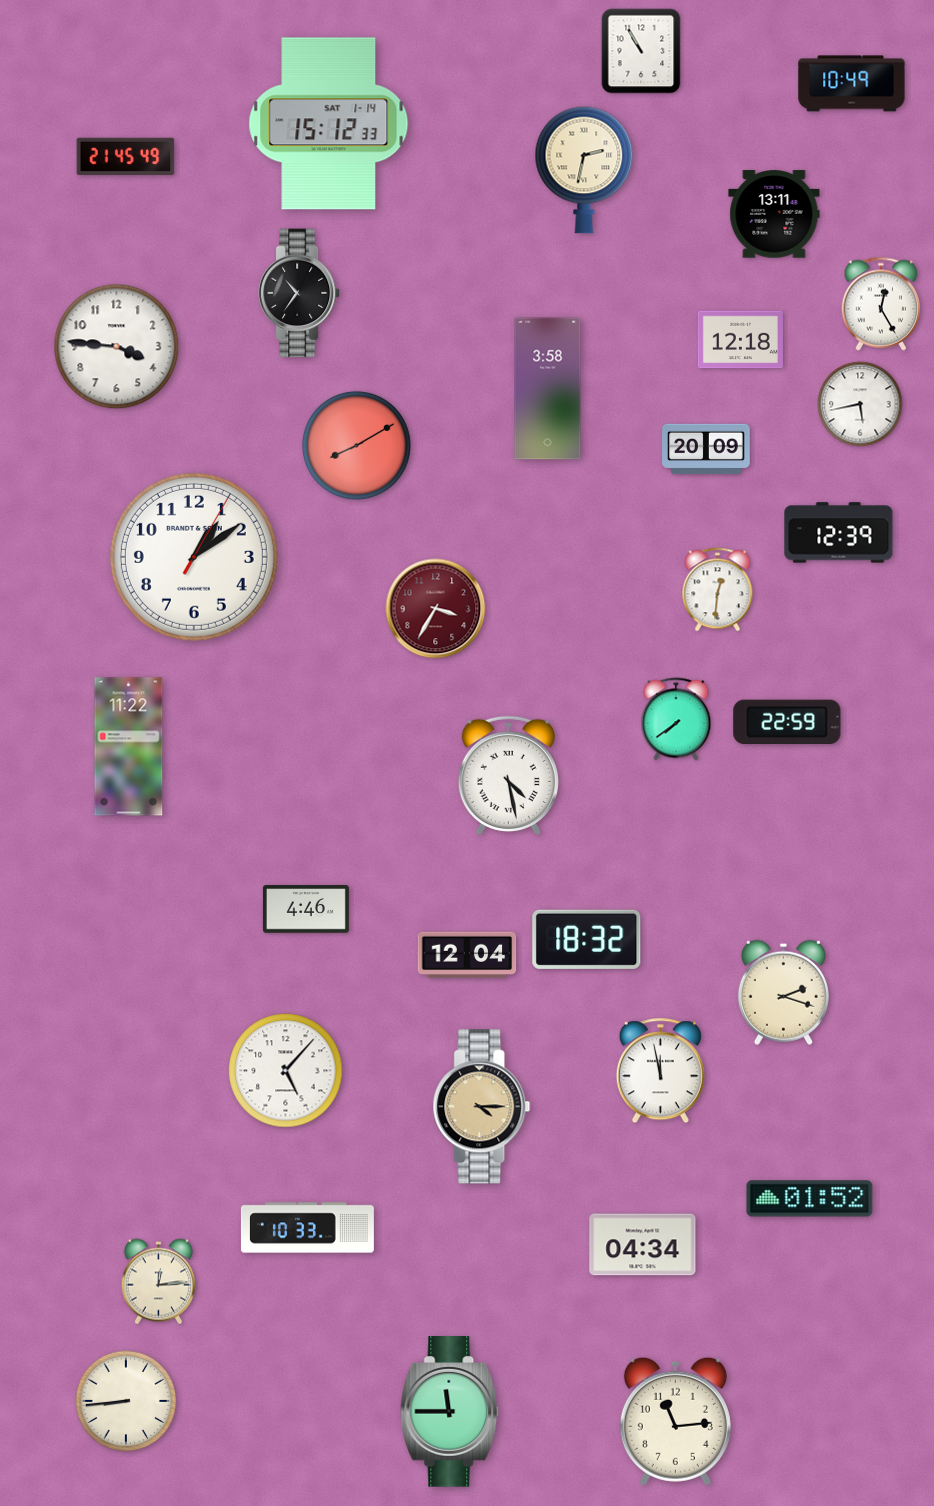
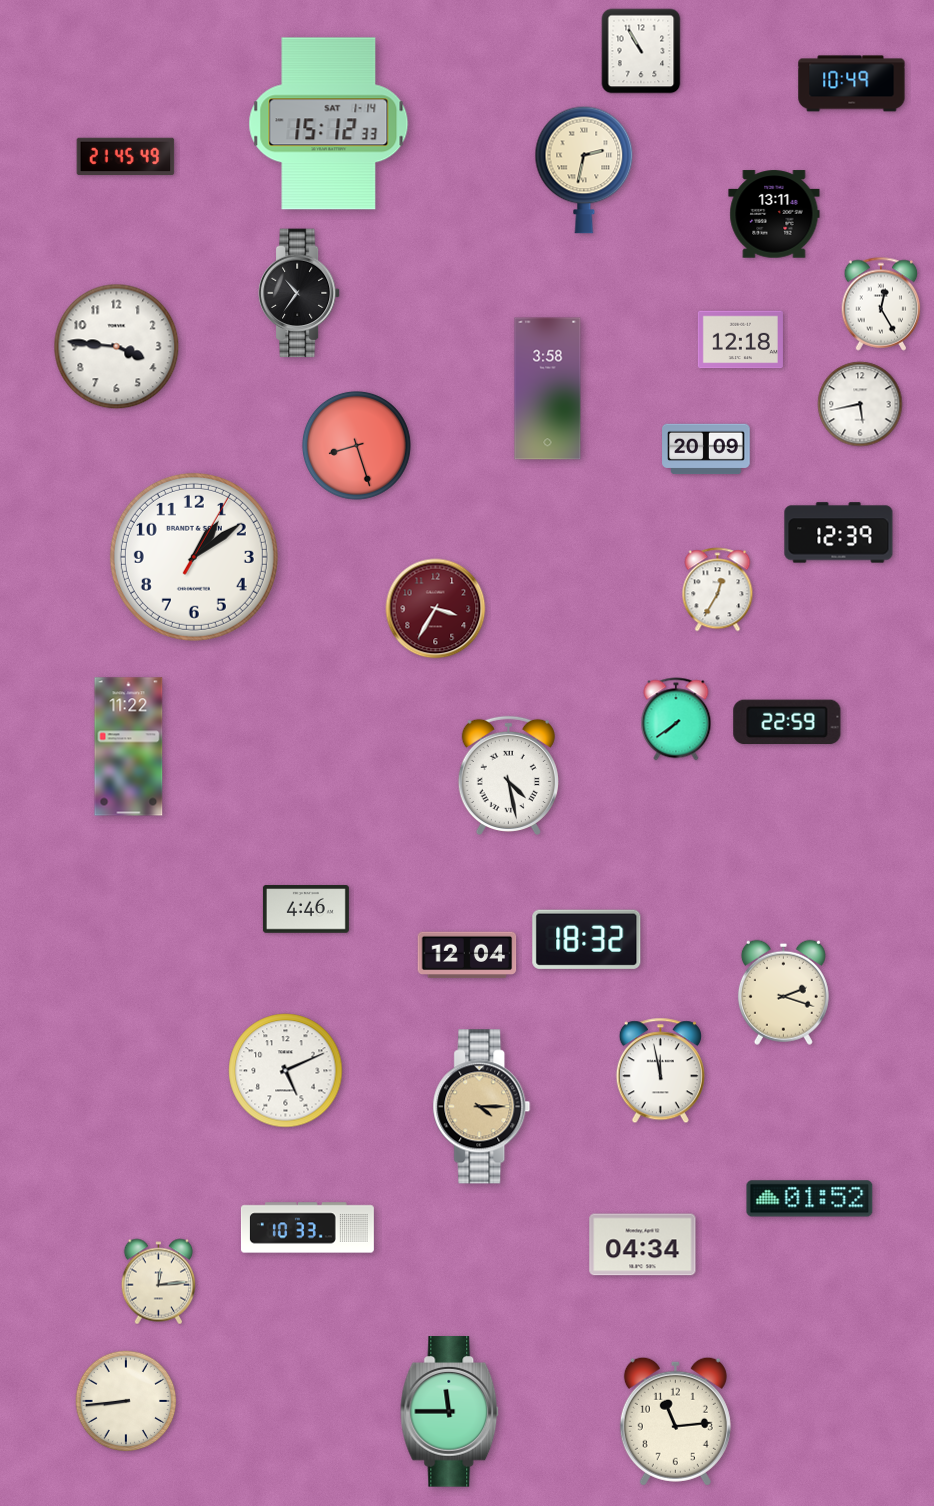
clock at (356, 445): 8:10 -> 8:27
clock at (718, 590): 12:31 -> 12:35
clock at (286, 1071): 5:07 -> 5:11
